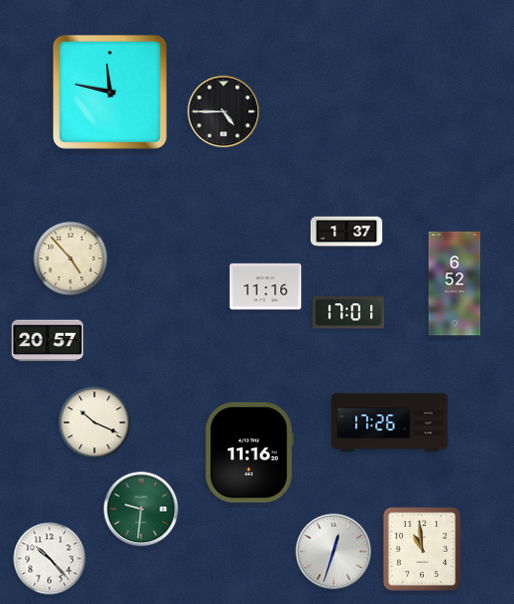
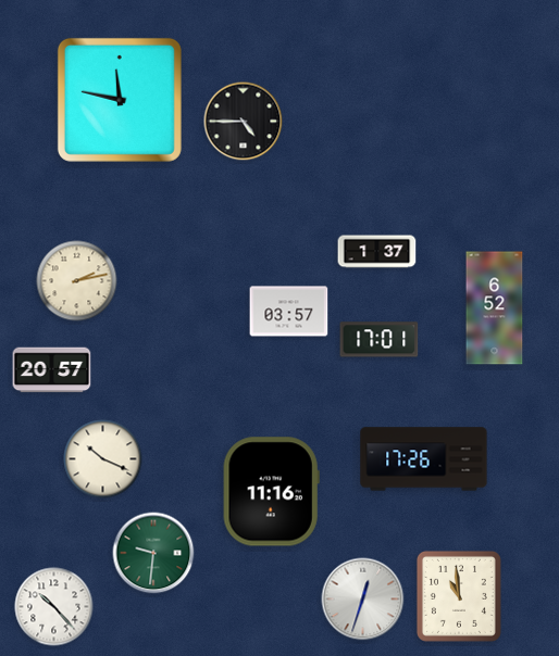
clock at (71, 259): 4:53 -> 2:13
clock at (266, 287): 11:16 -> 03:57
